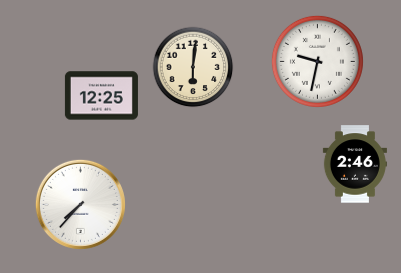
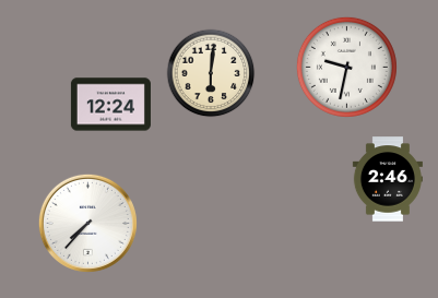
clock at (101, 96): 12:25 -> 12:24
